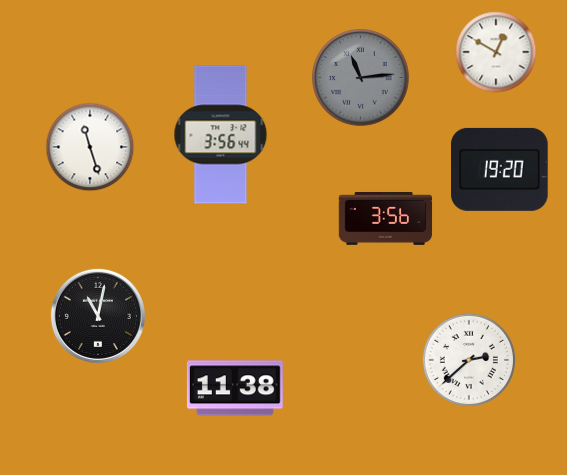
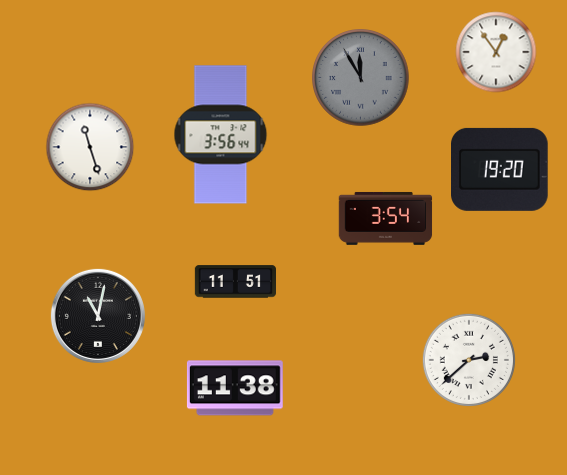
clock at (496, 52): 12:50 -> 12:54
clock at (361, 78): 11:14 -> 11:55
clock at (386, 218): 3:56 -> 3:54
clock at (235, 282): none -> 11:51
